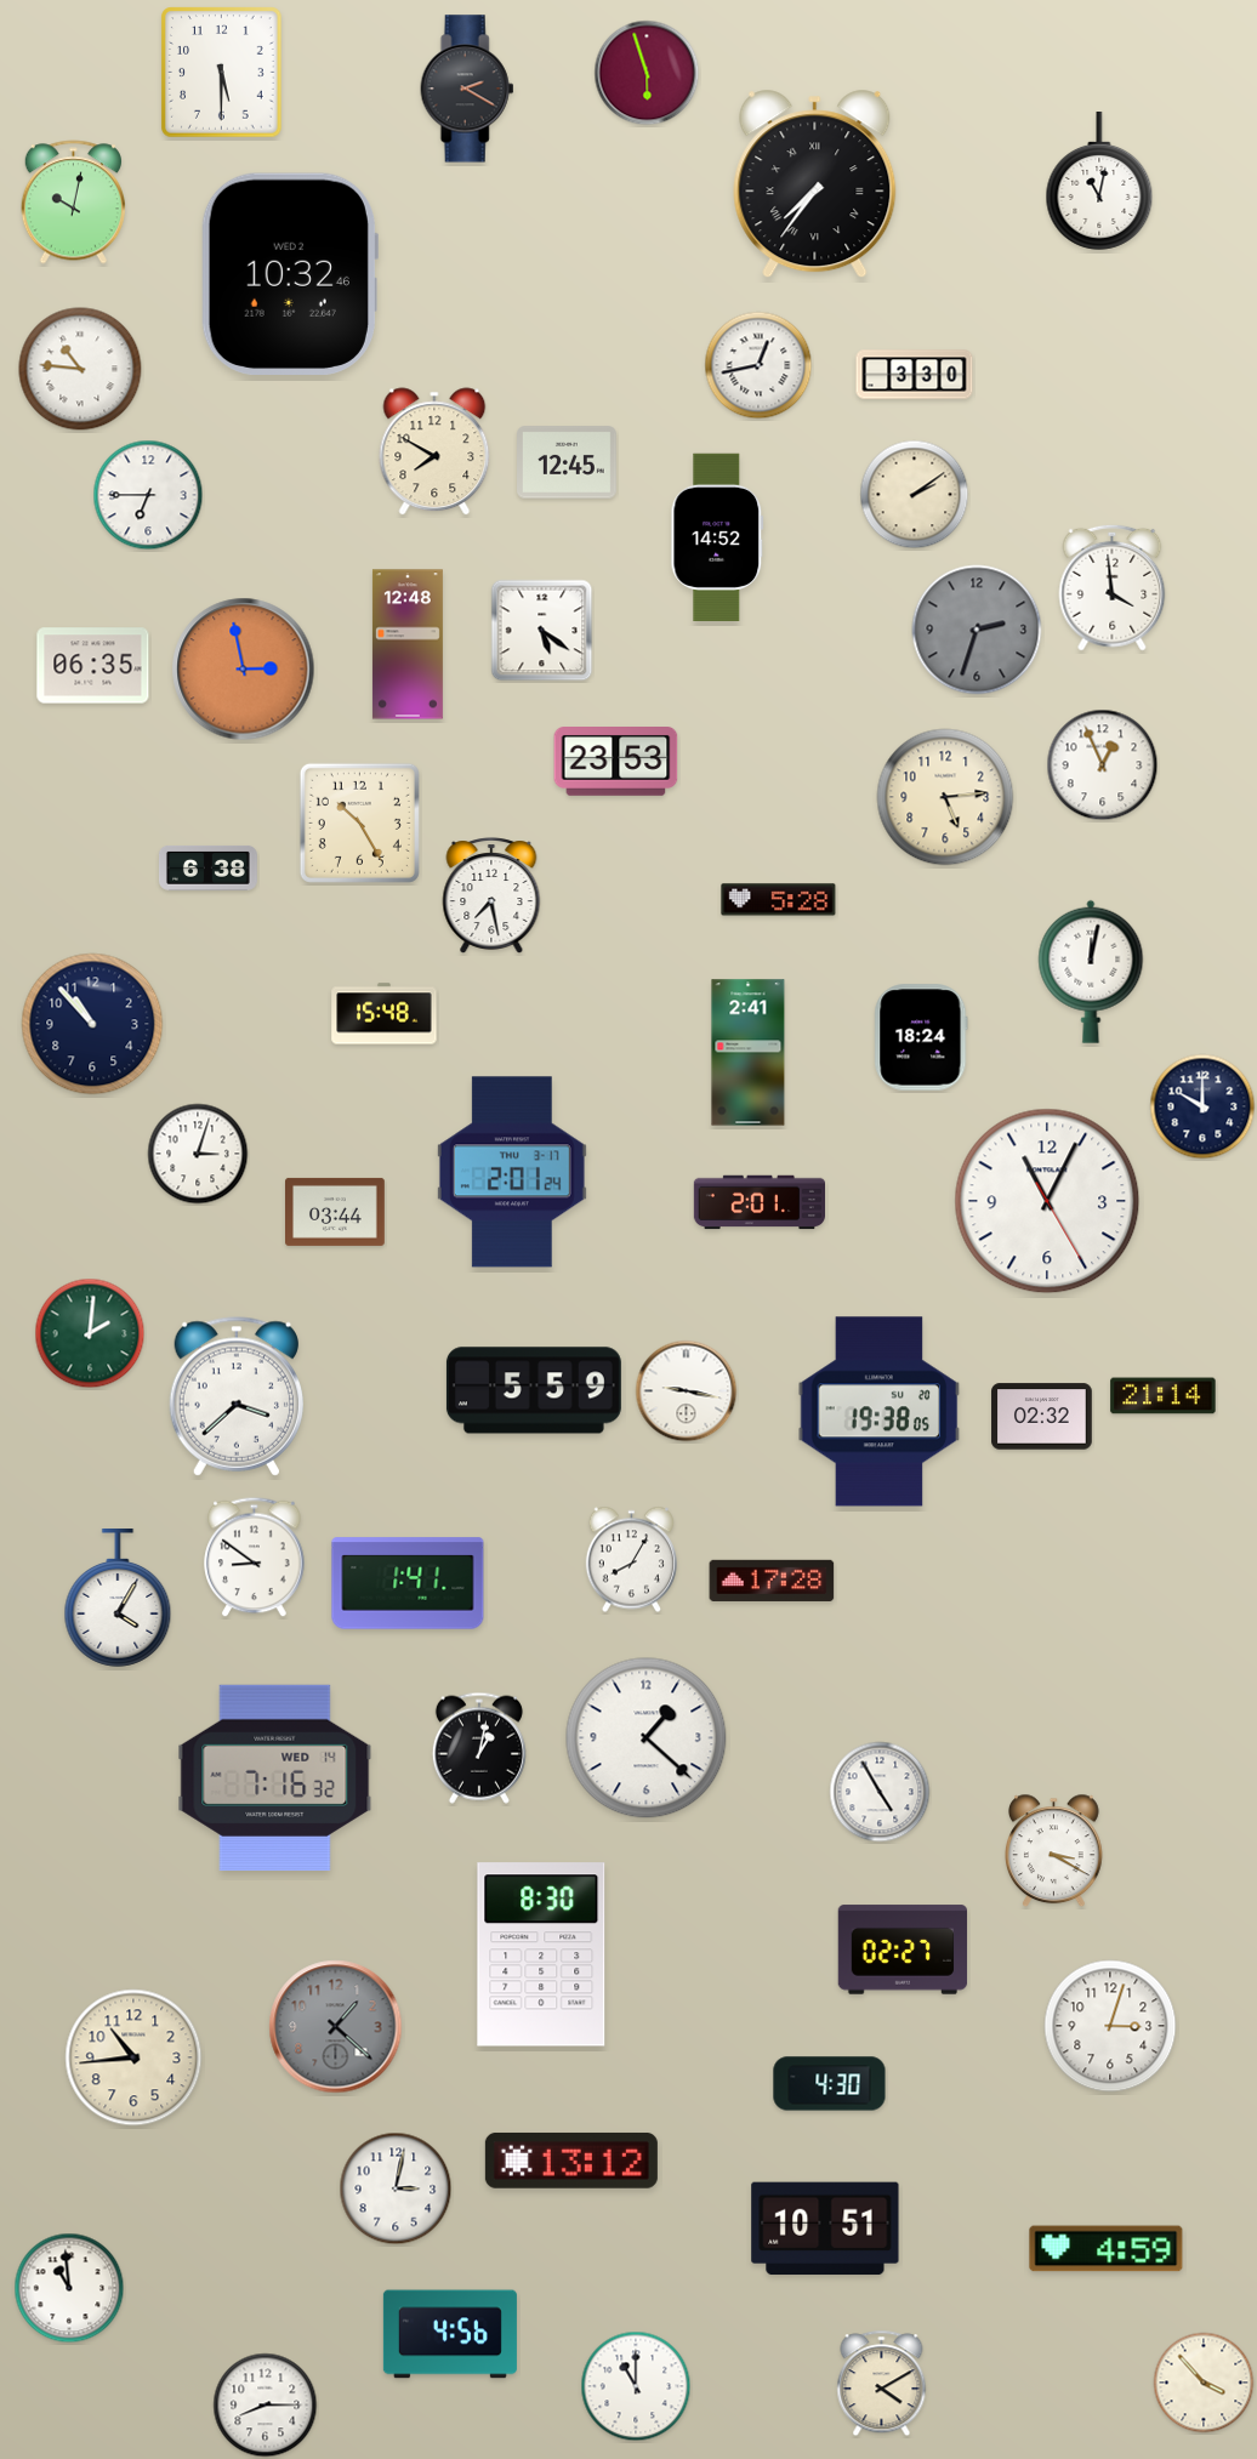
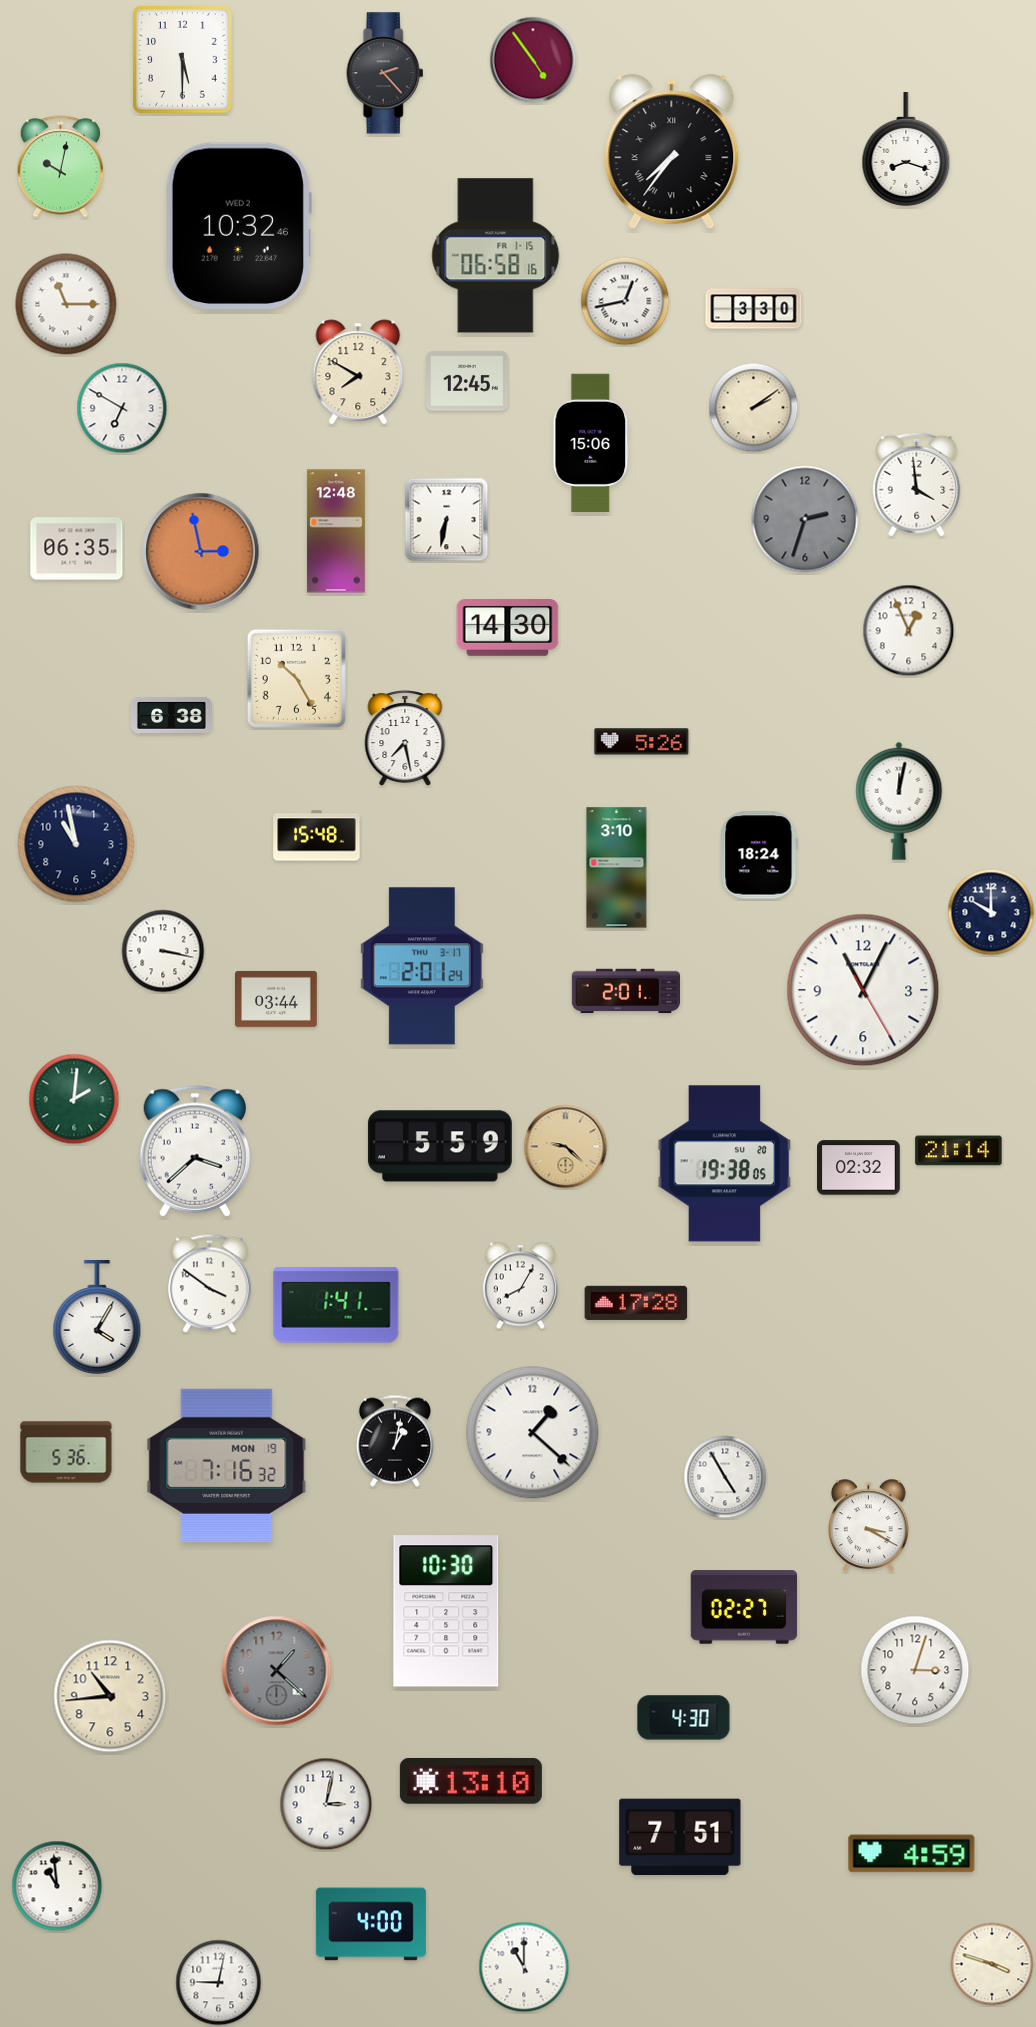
clock at (647, 73): 5:57 -> 4:54
clock at (467, 89): 2:20 -> 2:23
clock at (1099, 182): 11:02 -> 8:18
clock at (496, 256): none -> 06:58
clock at (80, 369): 10:46 -> 11:15
clock at (148, 495): 6:45 -> 6:50
clock at (717, 536): 14:52 -> 15:06
clock at (542, 631): 5:21 -> 6:32
clock at (616, 762): 23:53 -> 14:30
clock at (945, 797): 5:14 -> none
clock at (779, 900): 5:28 -> 5:26
clock at (92, 1024): 10:53 -> 10:58
clock at (749, 1053): 2:41 -> 3:10
clock at (198, 1154): 3:03 -> 3:17
clock at (687, 1391): 9:17 -> 9:22
clock at (687, 1391) dial: white -> champagne
clock at (255, 1558): 8:51 -> 3:51
clock at (66, 1452): none -> 5:36
clock at (275, 1777) date: WED 14 -> MON 19
clock at (541, 1954): 8:30 -> 10:30
clock at (571, 2161): 13:12 -> 13:10
clock at (825, 2229): 10:51 -> 7:51
clock at (450, 2334): 4:56 -> 4:00
clock at (1204, 2383): 3:53 -> 3:48
clock at (882, 2384): 4:10 -> none
clock at (266, 2406): 8:15 -> 9:02
